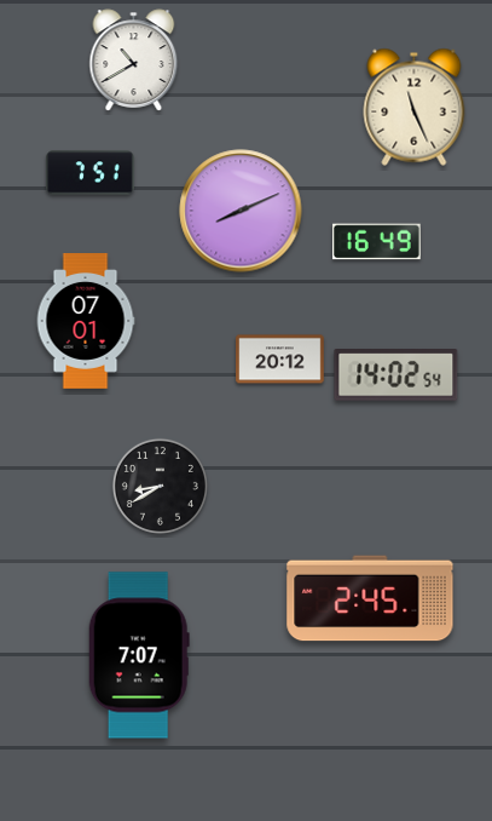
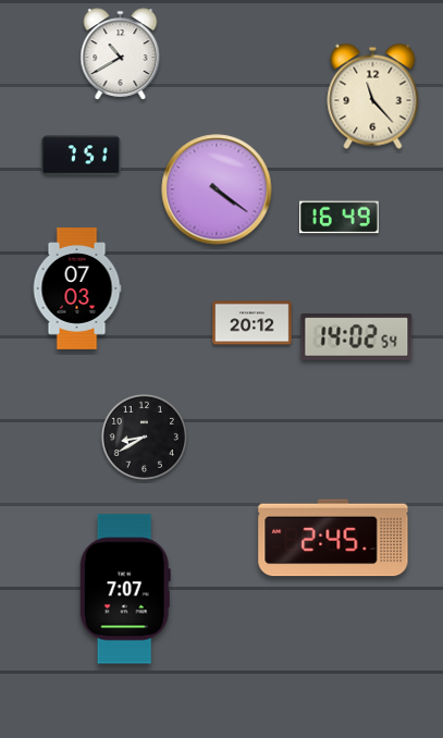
clock at (415, 107): 11:26 -> 11:23
clock at (241, 211): 8:11 -> 4:21
clock at (86, 322): 07:01 -> 07:03
